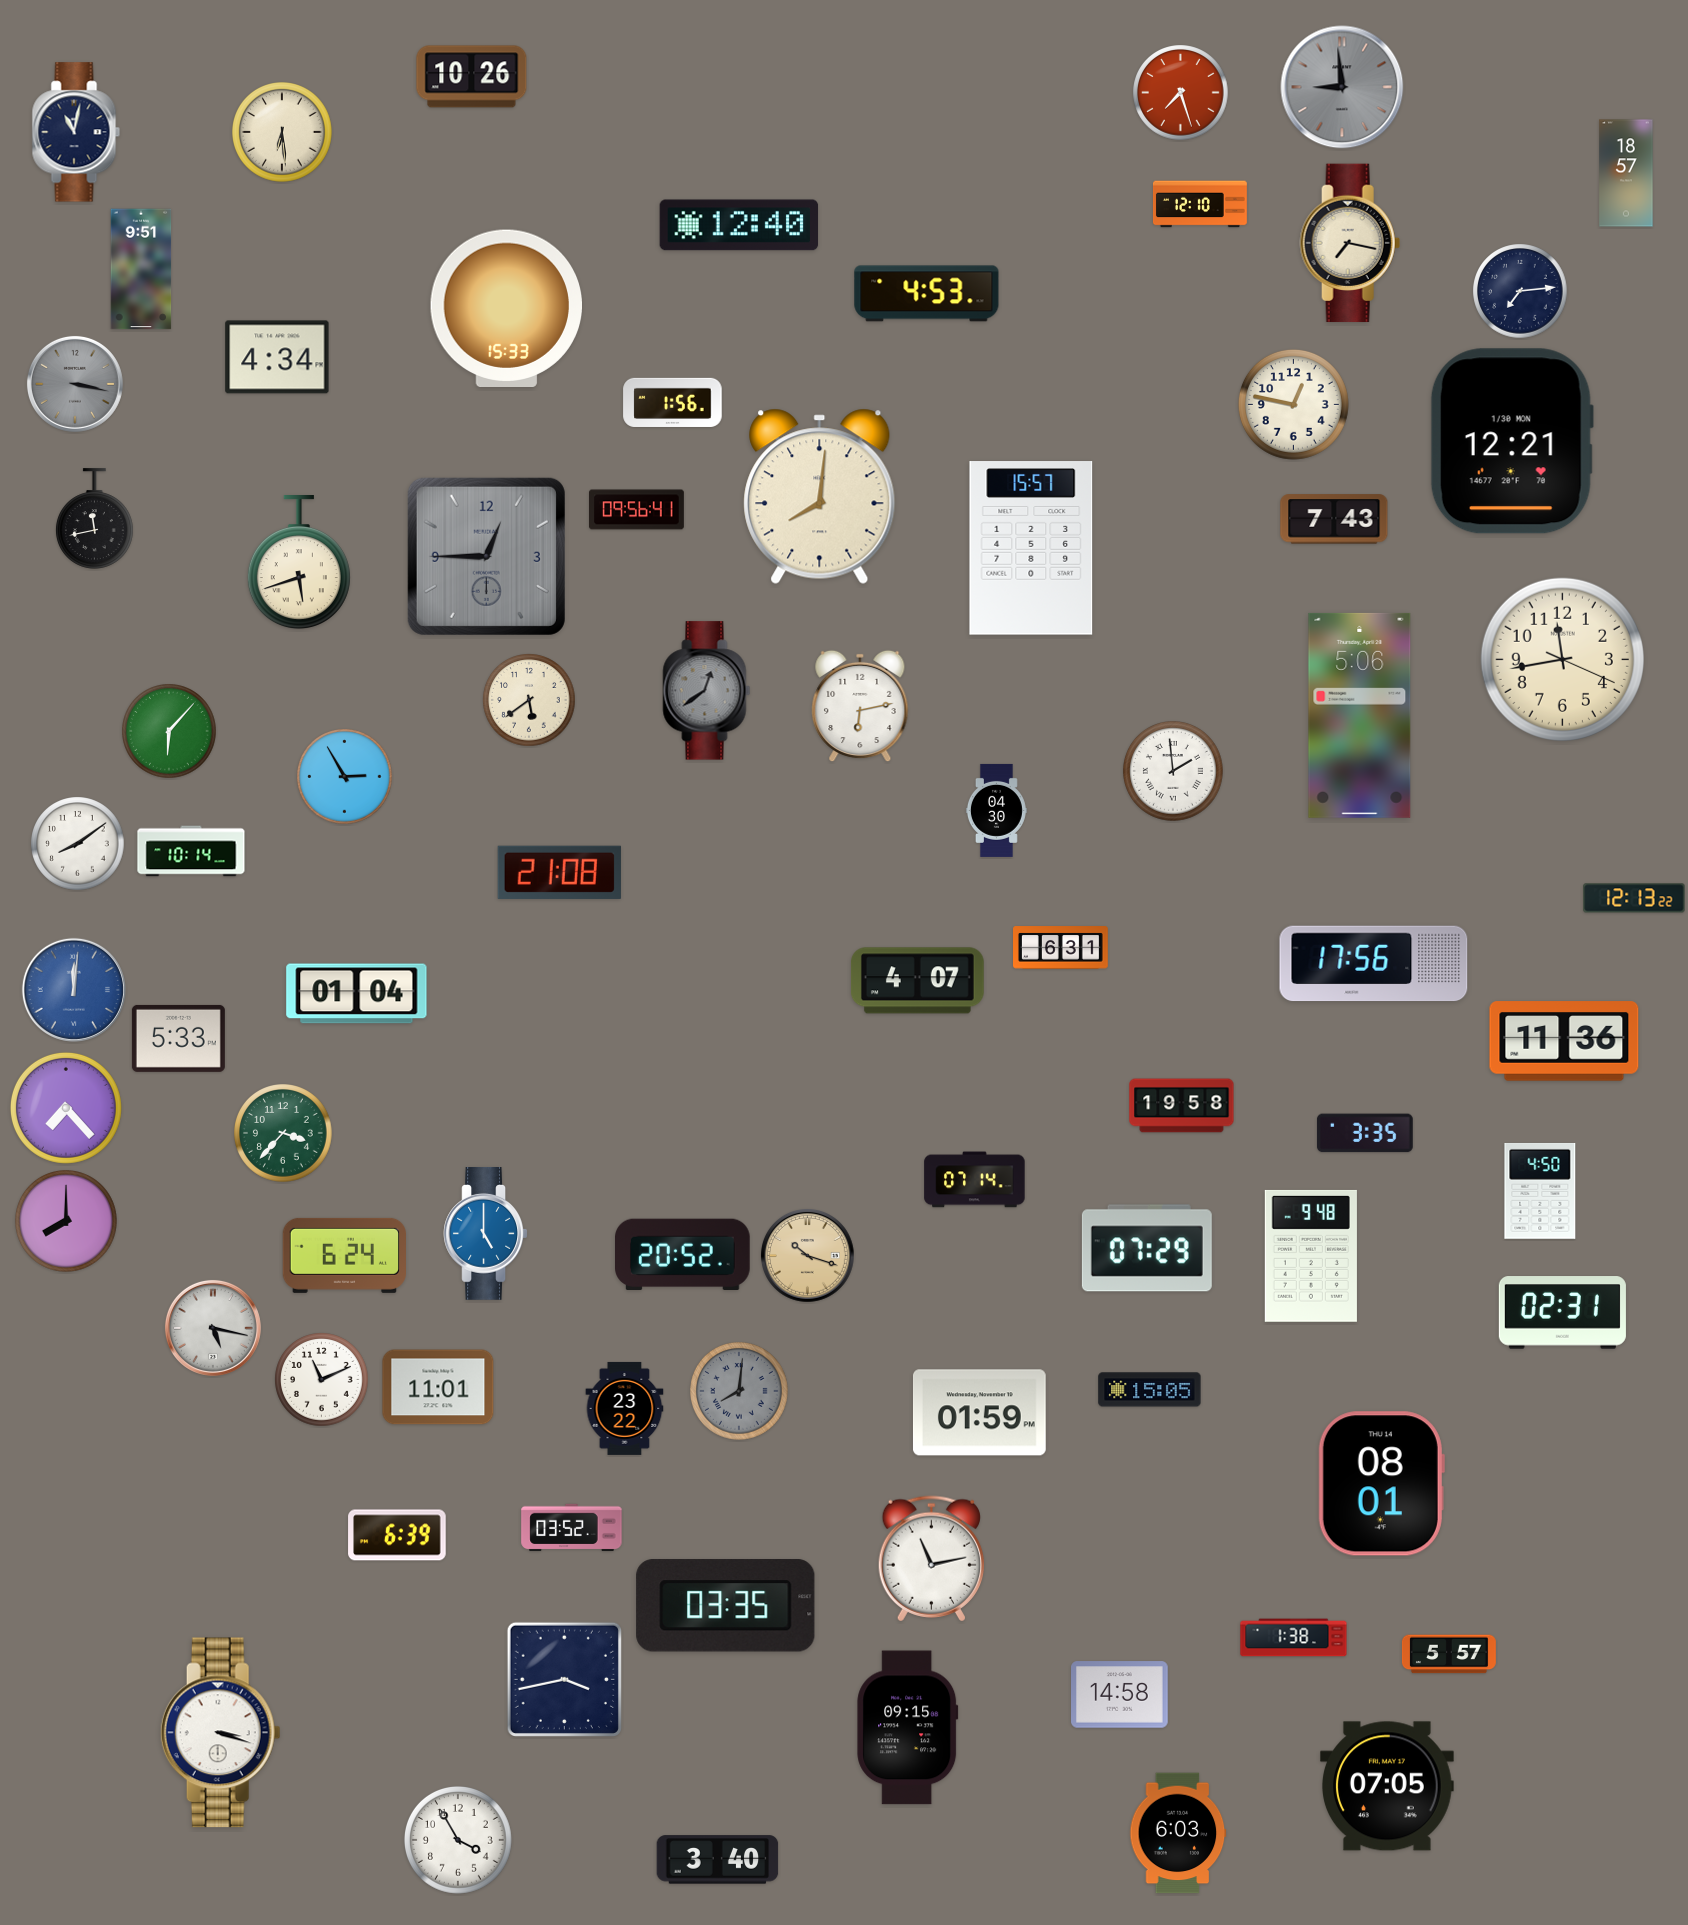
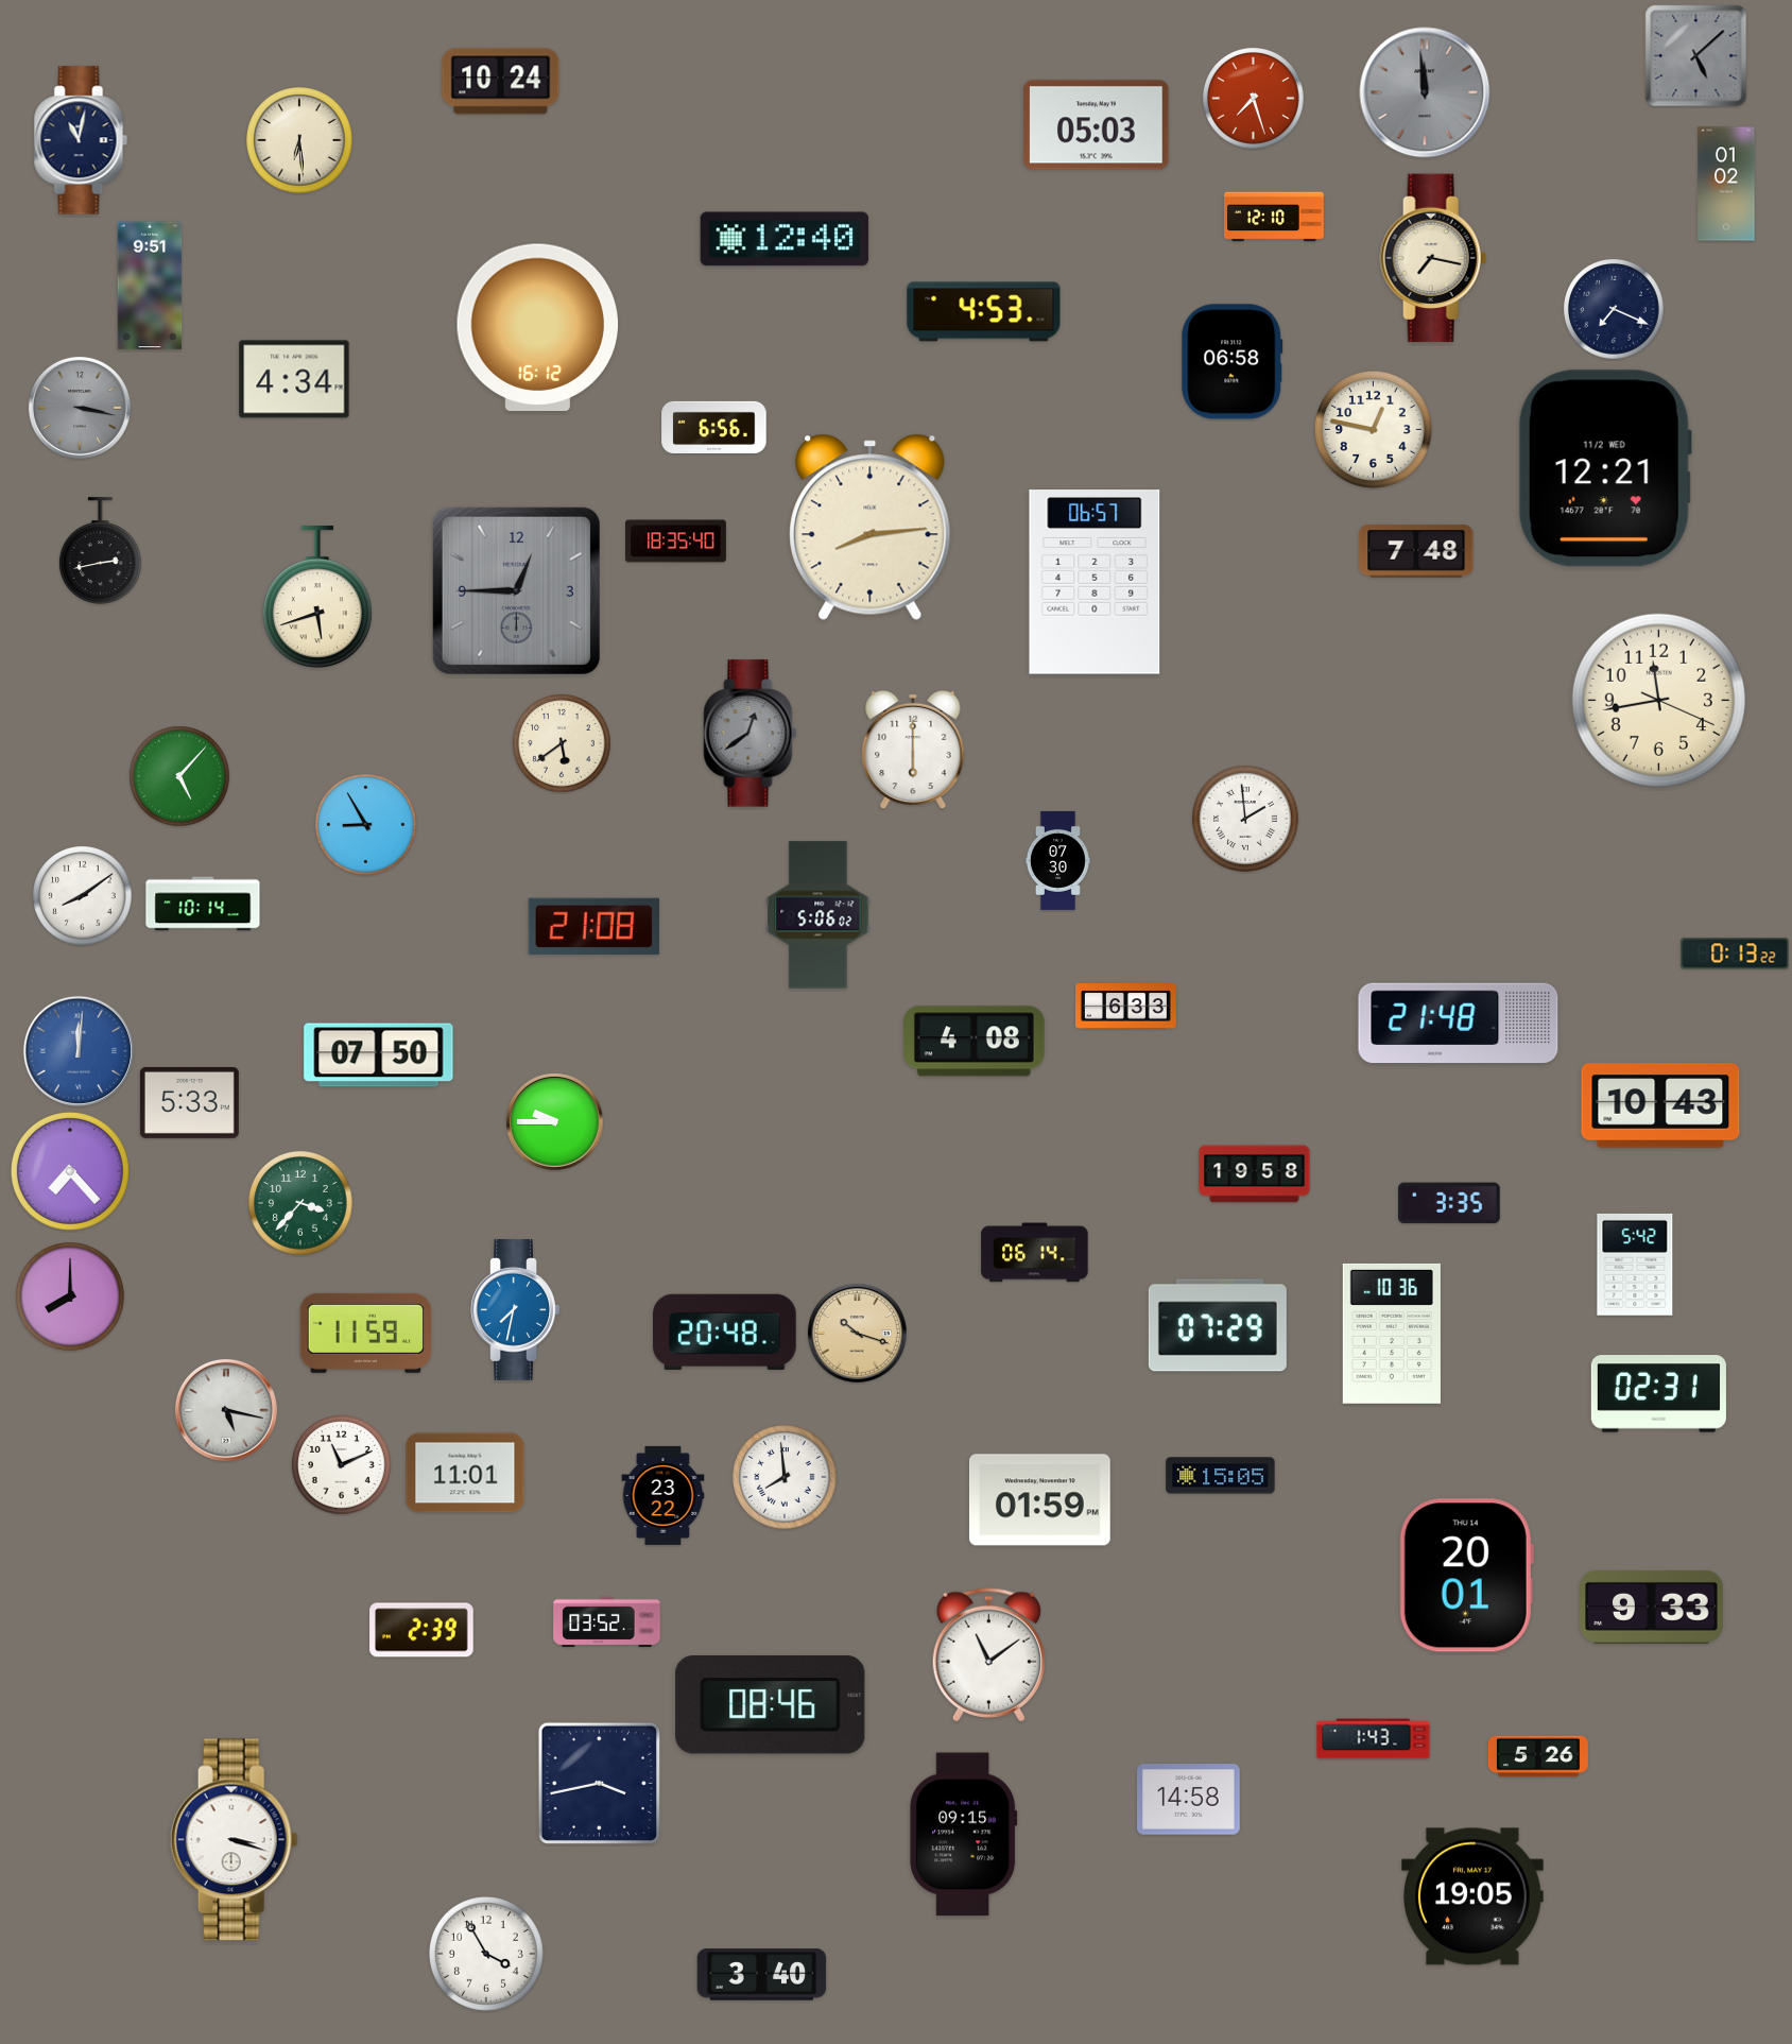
clock at (1696, 56): none -> 5:08
clock at (472, 77): 10:26 -> 10:24
clock at (1342, 87): 8:59 -> 11:59
clock at (1097, 125): none -> 05:03
clock at (1626, 173): 18:57 -> 01:02
clock at (1520, 291): 7:14 -> 7:19
clock at (506, 308): 15:33 -> 16:12
clock at (1233, 362): none -> 06:58
clock at (673, 402): 1:56 -> 6:56
clock at (1512, 441) date: 1/30 MON -> 11/2 WED
clock at (820, 496): 8:01 -> 8:14
clock at (637, 510): 09:56 -> 18:35
clock at (94, 519): 11:43 -> 2:43
clock at (1334, 519): 7:43 -> 7:48
clock at (1031, 548): 15:57 -> 06:57
clock at (860, 706): 6:13 -> 6:00
clock at (1360, 715): 5:06 -> none
clock at (169, 731): 6:07 -> 5:07
clock at (345, 777): 2:55 -> 8:55
clock at (996, 810): 04:30 -> 07:30
clock at (819, 915): none -> 5:06
clock at (1634, 898): 12:13 -> 0:13
clock at (1061, 948): 6:31 -> 6:33
clock at (1374, 964): 17:56 -> 21:48
clock at (917, 981): 4:07 -> 4:08
clock at (357, 994): 01:04 -> 07:50
clock at (1564, 1041): 11:36 -> 10:43
clock at (555, 1122): none -> 9:45
clock at (66, 1108) position: (66, 1108) -> (70, 1171)
clock at (975, 1180): 07:14 -> 06:14
clock at (1540, 1191): 4:50 -> 5:42
clock at (486, 1234): 5:00 -> 7:32
clock at (683, 1254): 20:52 -> 20:48
clock at (344, 1255): 6:24 -> 11:59
clock at (1311, 1256): 9:48 -> 10:36
clock at (740, 1392): 8:01 -> 7:59
clock at (740, 1392) dial: grey -> white
clock at (1381, 1484): 08:01 -> 20:01
clock at (1652, 1607): none -> 9:33
clock at (397, 1535): 6:39 -> 2:39
clock at (931, 1559): 11:13 -> 11:09
clock at (726, 1606): 03:35 -> 08:46
clock at (1294, 1638): 1:38 -> 1:43
clock at (1449, 1654): 5:57 -> 5:26
clock at (1388, 1786): 07:05 -> 19:05
clock at (1178, 1833): 6:03 -> none
